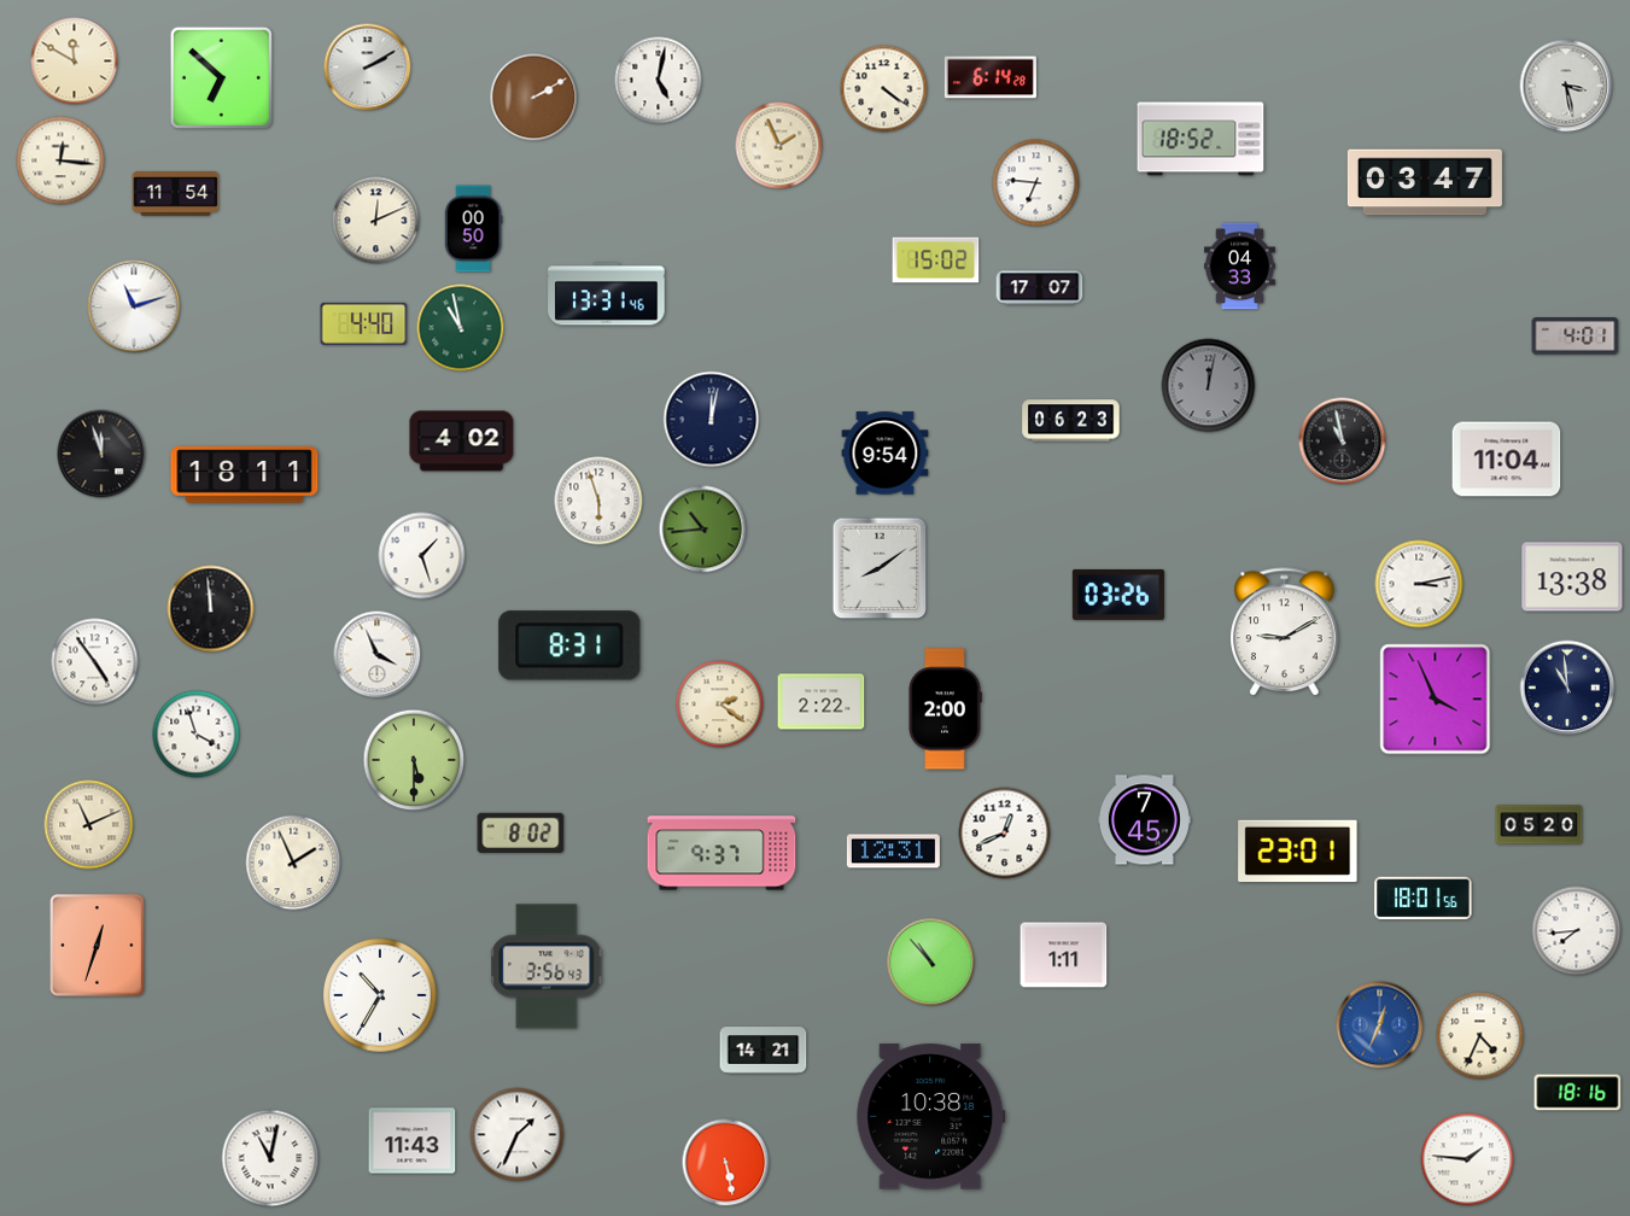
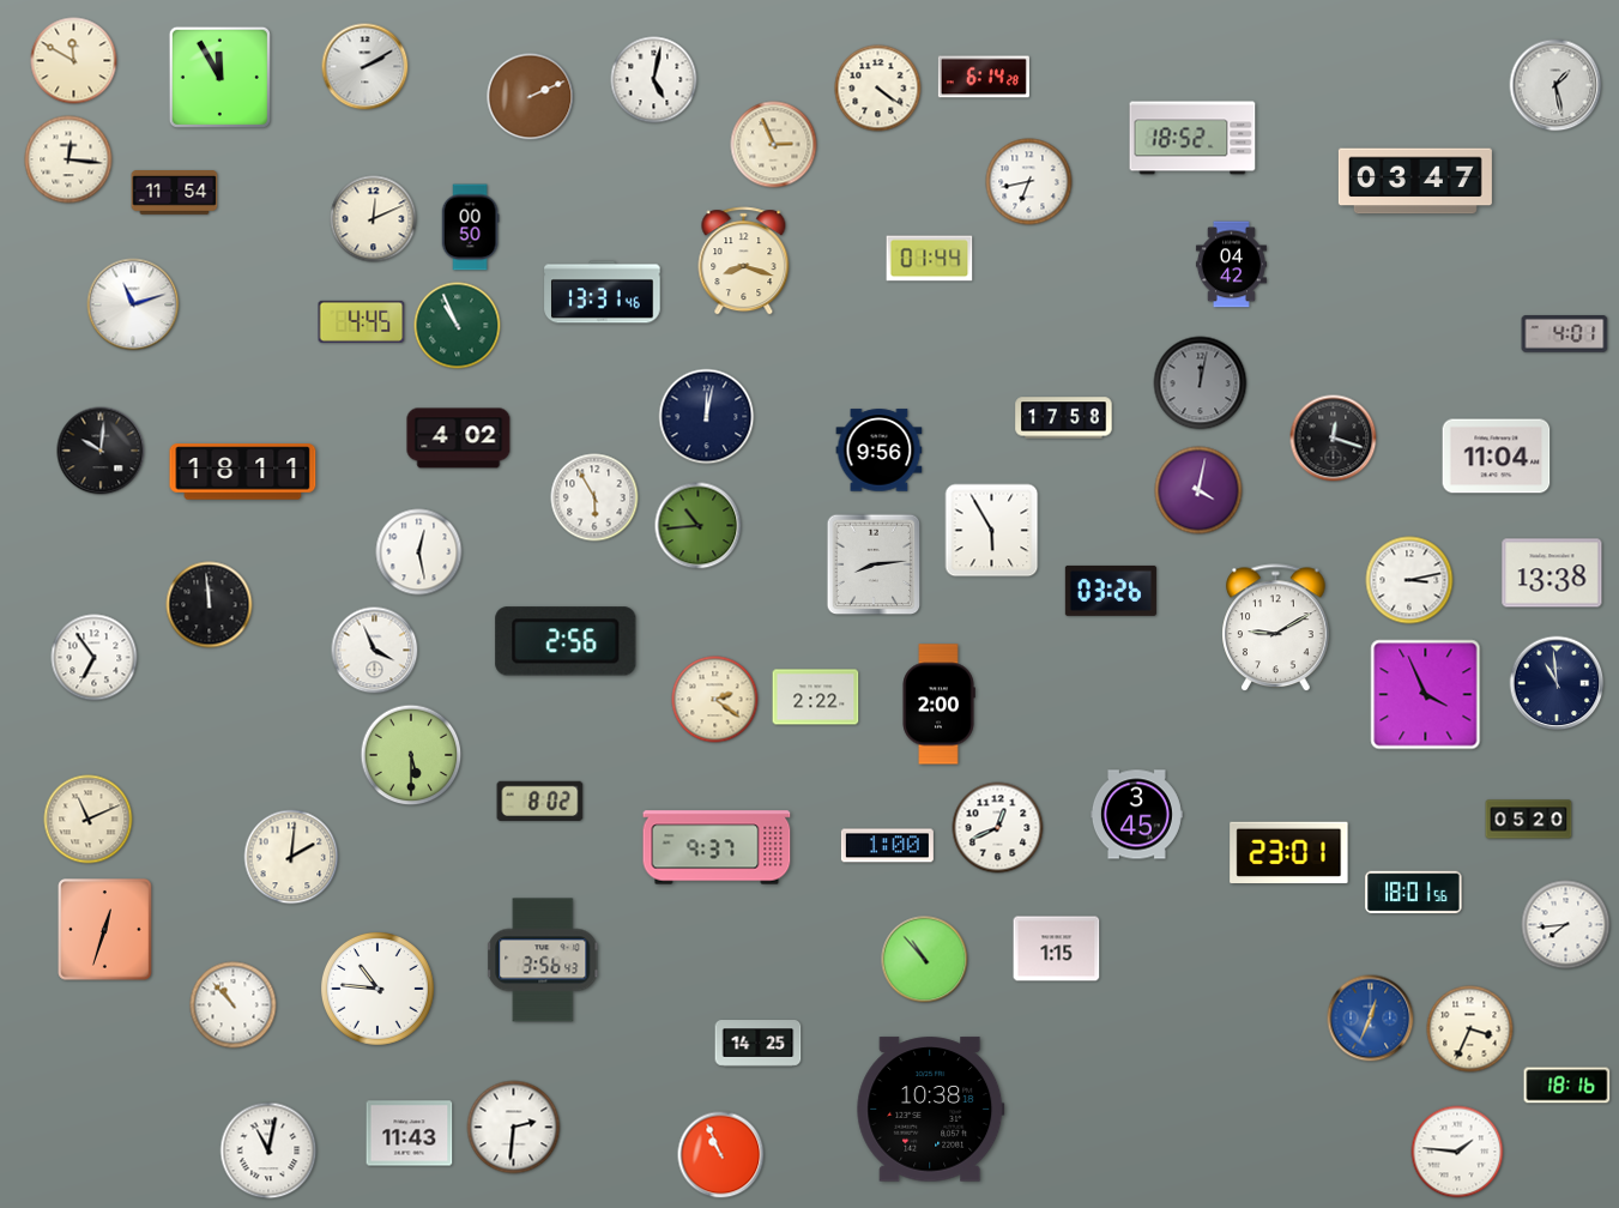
clock at (221, 77): 6:52 -> 11:55
clock at (1566, 86): 3:28 -> 1:28
clock at (534, 98): 2:10 -> 2:11
clock at (779, 146): 1:56 -> 2:56
clock at (60, 160) position: (60, 160) -> (68, 159)
clock at (1036, 183): 6:46 -> 6:43
clock at (936, 261): 15:02 -> 01:44
clock at (744, 261): none -> 8:18
clock at (1239, 267): 04:33 -> 04:42
clock at (1040, 288): 17:07 -> none
clock at (364, 323): 4:40 -> 4:45
clock at (461, 328): 10:58 -> 10:56
clock at (1071, 421): 06:23 -> 17:58
clock at (1343, 442): 10:58 -> 12:18
clock at (101, 454): 11:57 -> 10:01
clock at (886, 454): 9:54 -> 9:56
clock at (1198, 490): none -> 4:02
clock at (598, 501): 5:57 -> 5:55
clock at (992, 531): none -> 5:55
clock at (422, 556): 1:27 -> 12:28
clock at (880, 568): 8:09 -> 8:14
clock at (1572, 577) position: (1572, 577) -> (1552, 573)
clock at (569, 645): 8:31 -> 2:56
clock at (95, 662): 4:54 -> 6:54
clock at (197, 735): 3:57 -> none
clock at (1144, 820): 7:45 -> 3:45
clock at (521, 832) position: (521, 832) -> (540, 801)
clock at (893, 852): 12:31 -> 1:00
clock at (1298, 852) position: (1298, 852) -> (1289, 853)
clock at (293, 863): 1:56 -> 2:01
clock at (98, 946) position: (98, 946) -> (105, 930)
clock at (1064, 955): 1:11 -> 1:15
clock at (931, 963) position: (931, 963) -> (925, 960)
clock at (381, 996): 10:35 -> 10:46
clock at (234, 1005): none -> 10:53
clock at (1480, 1036): 4:34 -> 3:34
clock at (764, 1051): 14:21 -> 14:25
clock at (931, 1117) position: (931, 1117) -> (931, 1110)
clock at (518, 1135): 1:34 -> 2:31
clock at (726, 1163): 5:28 -> 10:56
